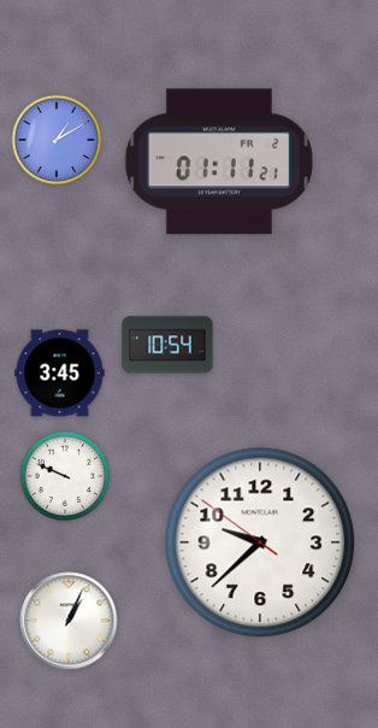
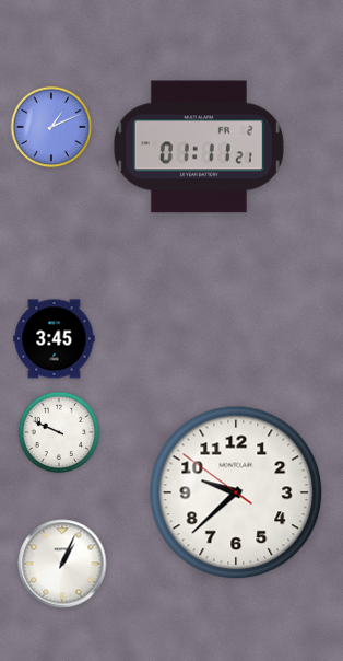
clock at (57, 140): 1:10 -> 1:11
clock at (167, 345): 10:54 -> none
